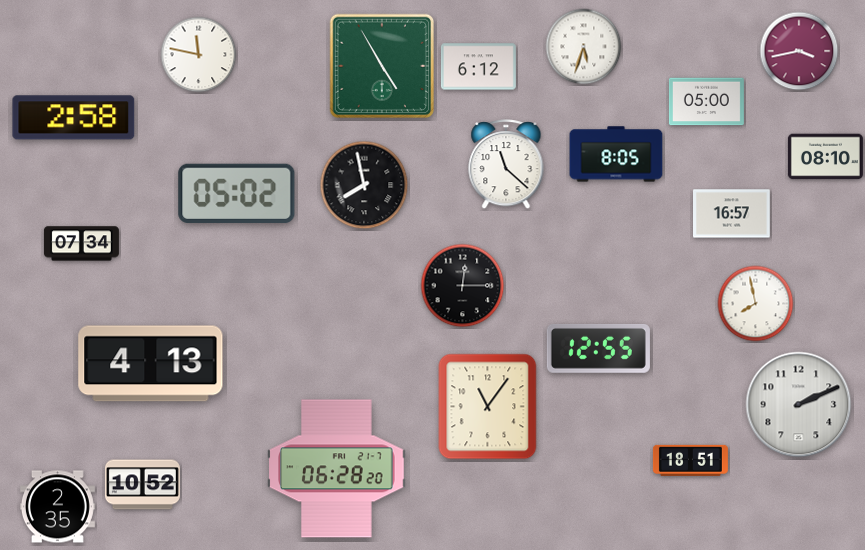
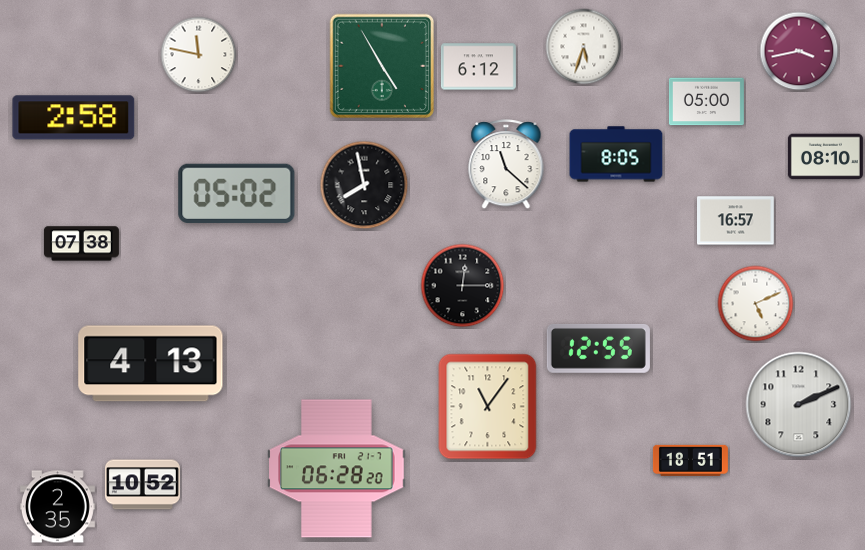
clock at (732, 214) position: (732, 214) -> (736, 221)
clock at (81, 244): 07:34 -> 07:38
clock at (756, 304): 7:58 -> 5:11
